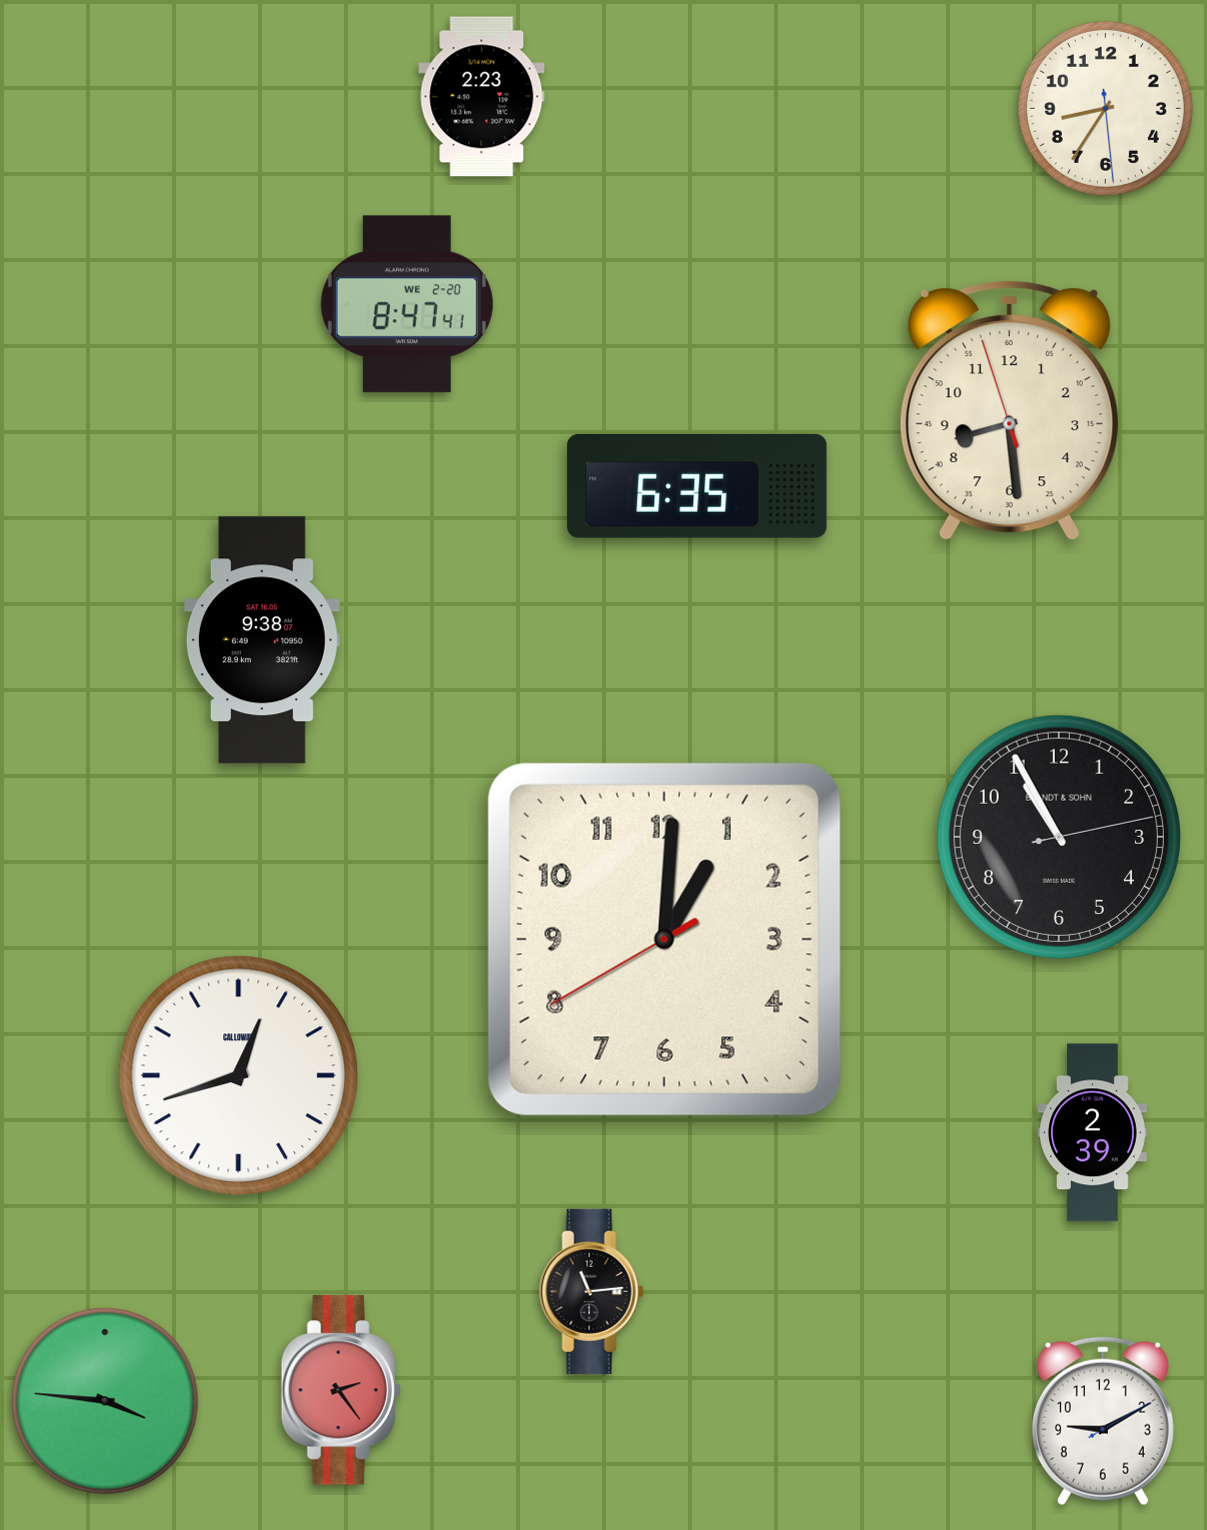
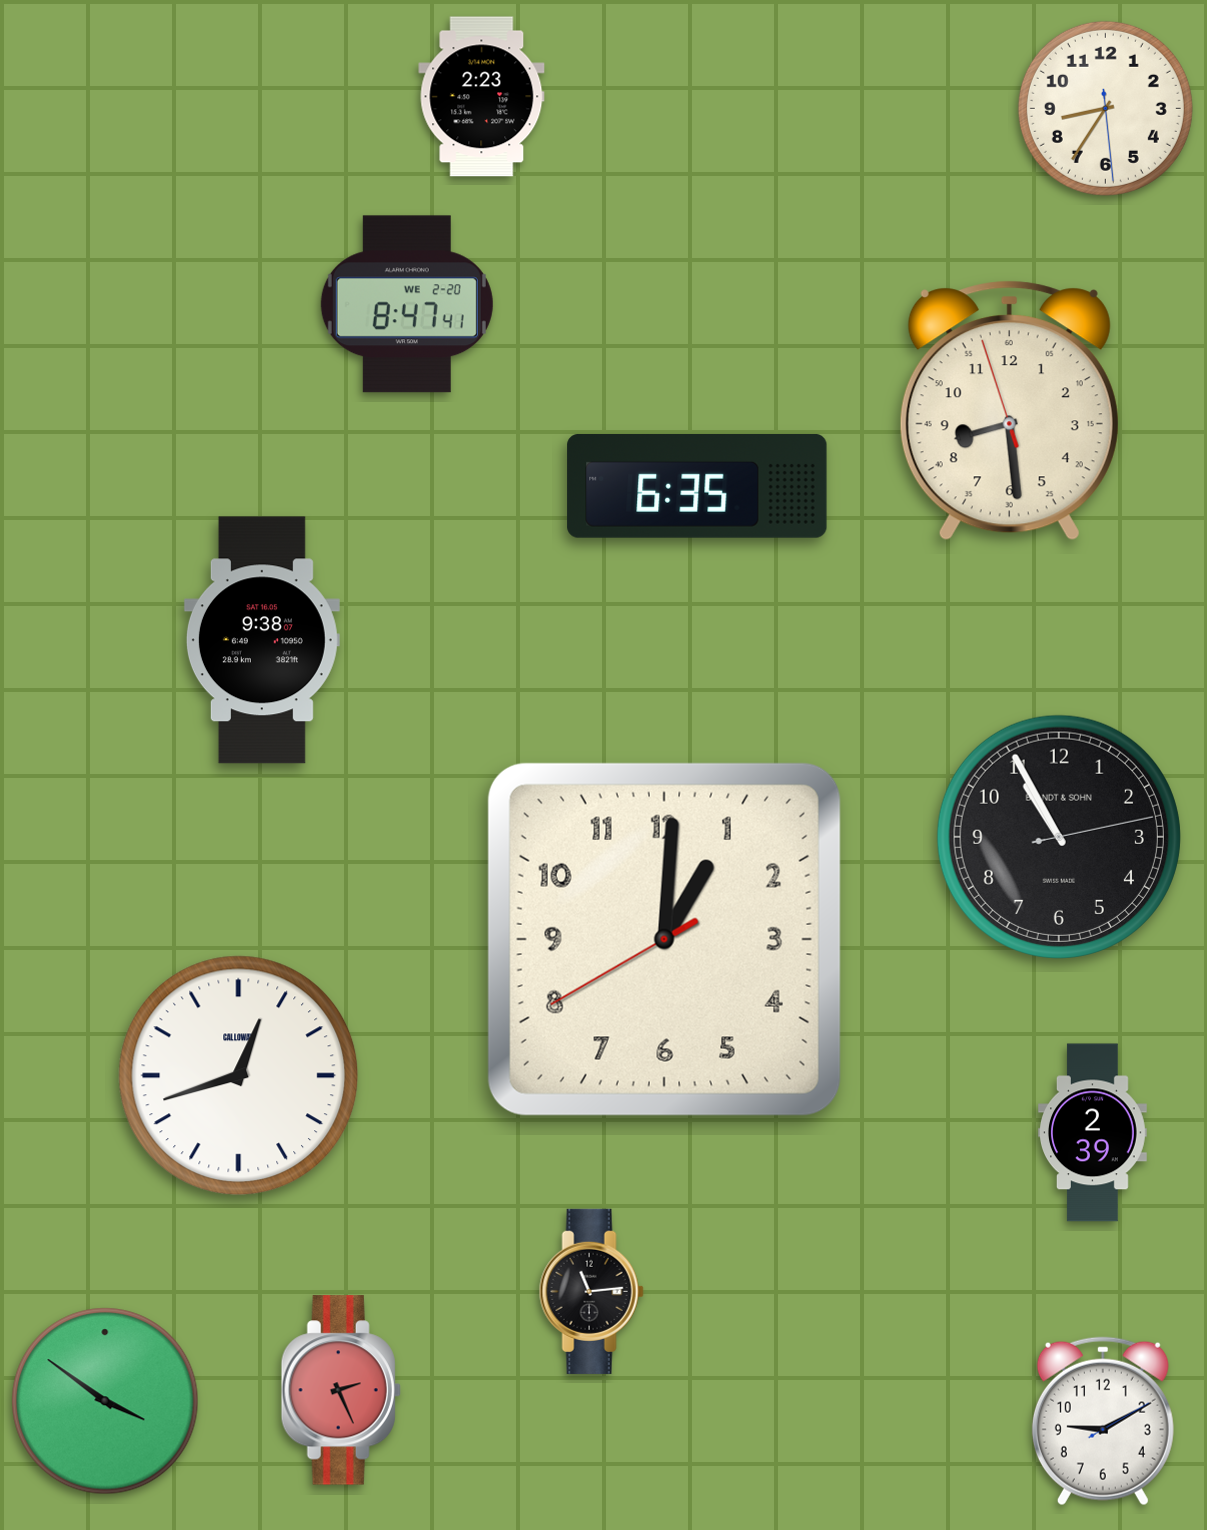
clock at (341, 1390): 2:24 -> 2:26
clock at (105, 1401): 3:46 -> 3:51
